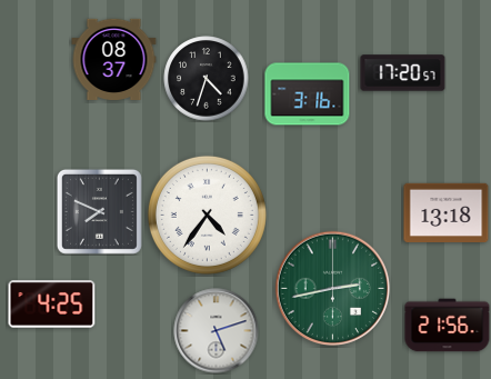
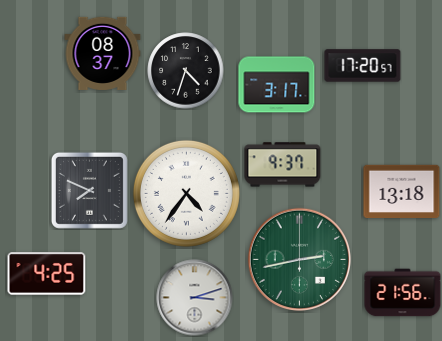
clock at (308, 94): 3:16 -> 3:17
clock at (283, 165): none -> 9:37
clock at (217, 331): 5:12 -> 3:12
